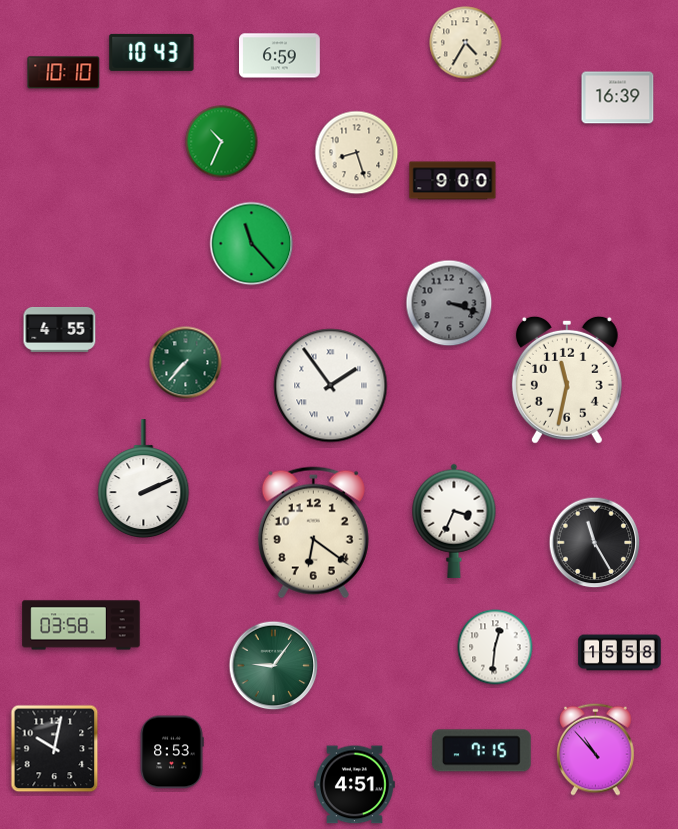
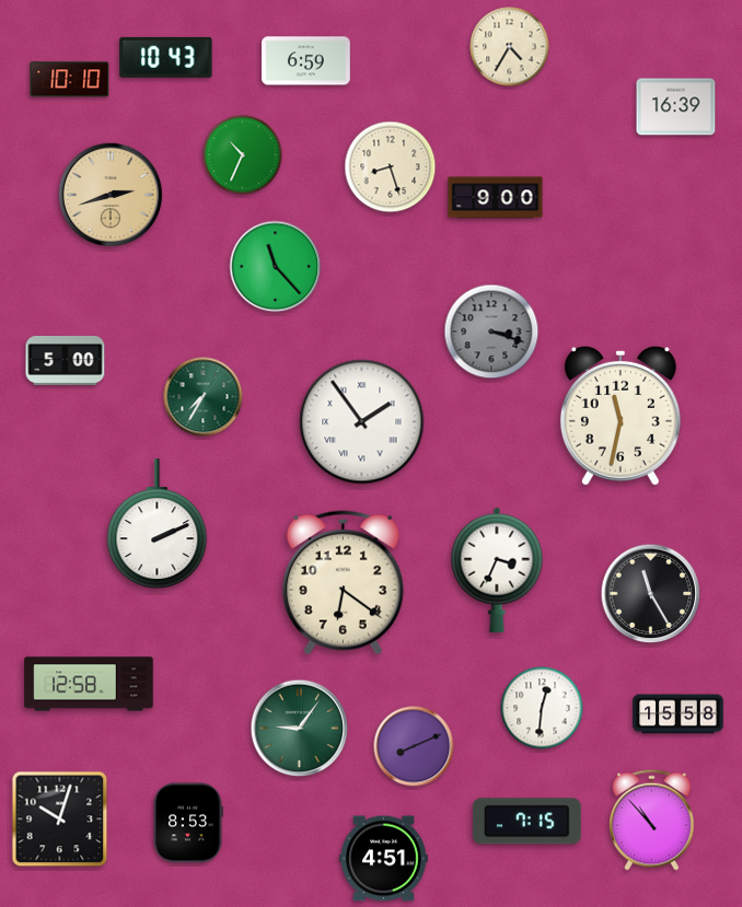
clock at (111, 195): none -> 2:42
clock at (60, 329): 4:55 -> 5:00
clock at (186, 363): 7:37 -> 7:35
clock at (81, 625): 03:58 -> 12:58
clock at (414, 746): none -> 8:11
clock at (55, 749): 10:02 -> 10:03
clock at (355, 785) position: (355, 785) -> (384, 859)
